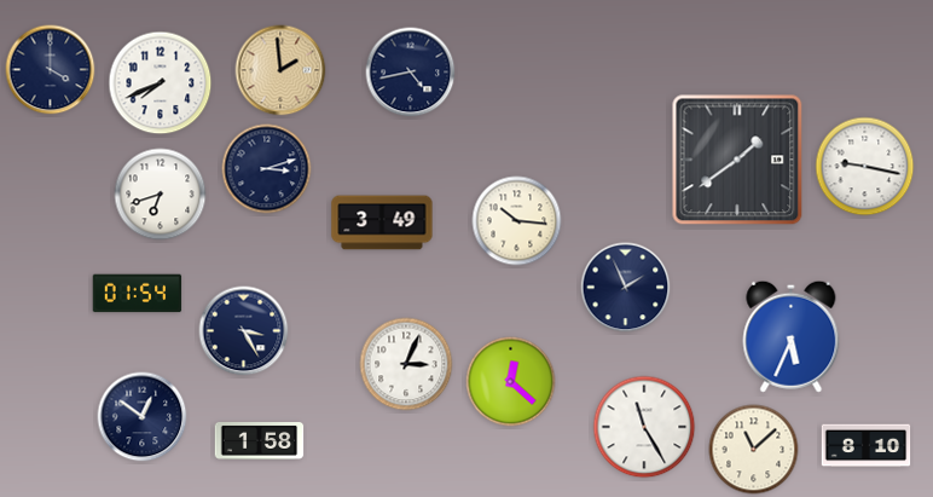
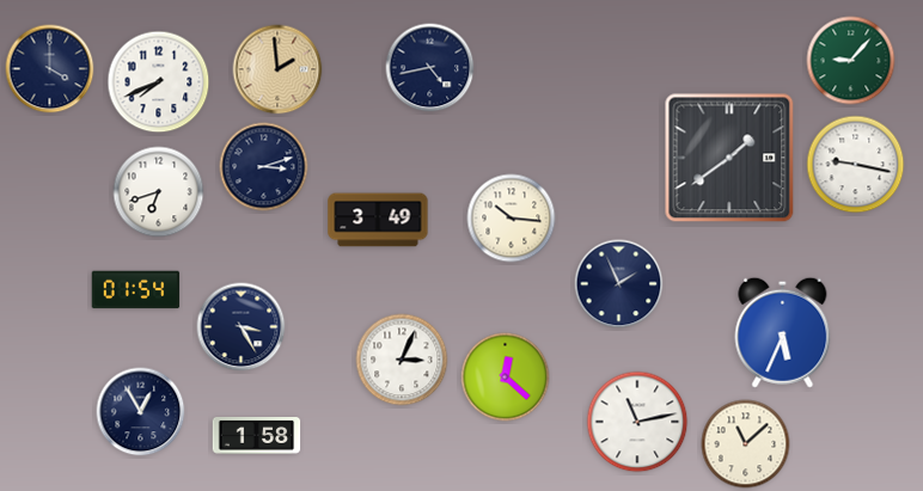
clock at (851, 61): none -> 9:07
clock at (411, 73) position: (411, 73) -> (430, 68)
clock at (143, 417): 12:51 -> 12:55
clock at (644, 427): 11:25 -> 11:13
clock at (867, 446): 8:10 -> none
